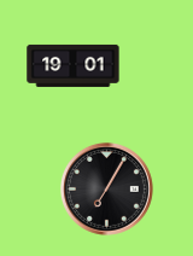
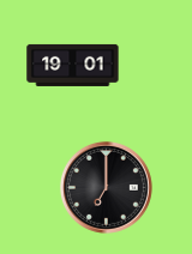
clock at (106, 188): 7:05 -> 7:00
